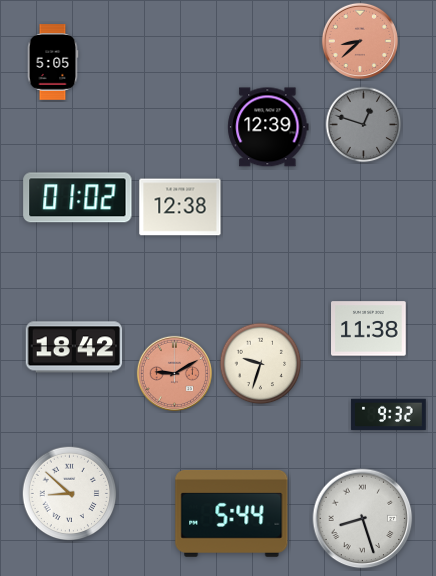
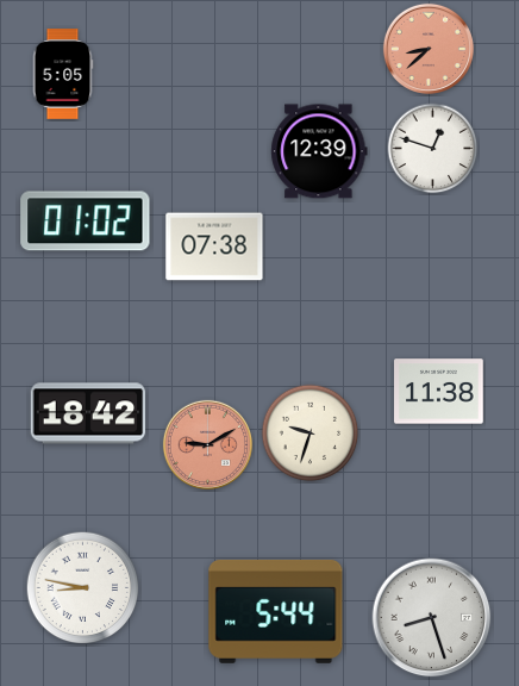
clock at (364, 125) dial: grey -> white
clock at (78, 198) position: (78, 198) -> (86, 222)
clock at (180, 207): 12:38 -> 07:38
clock at (389, 415): 9:32 -> none
clock at (70, 494): 8:52 -> 8:47
